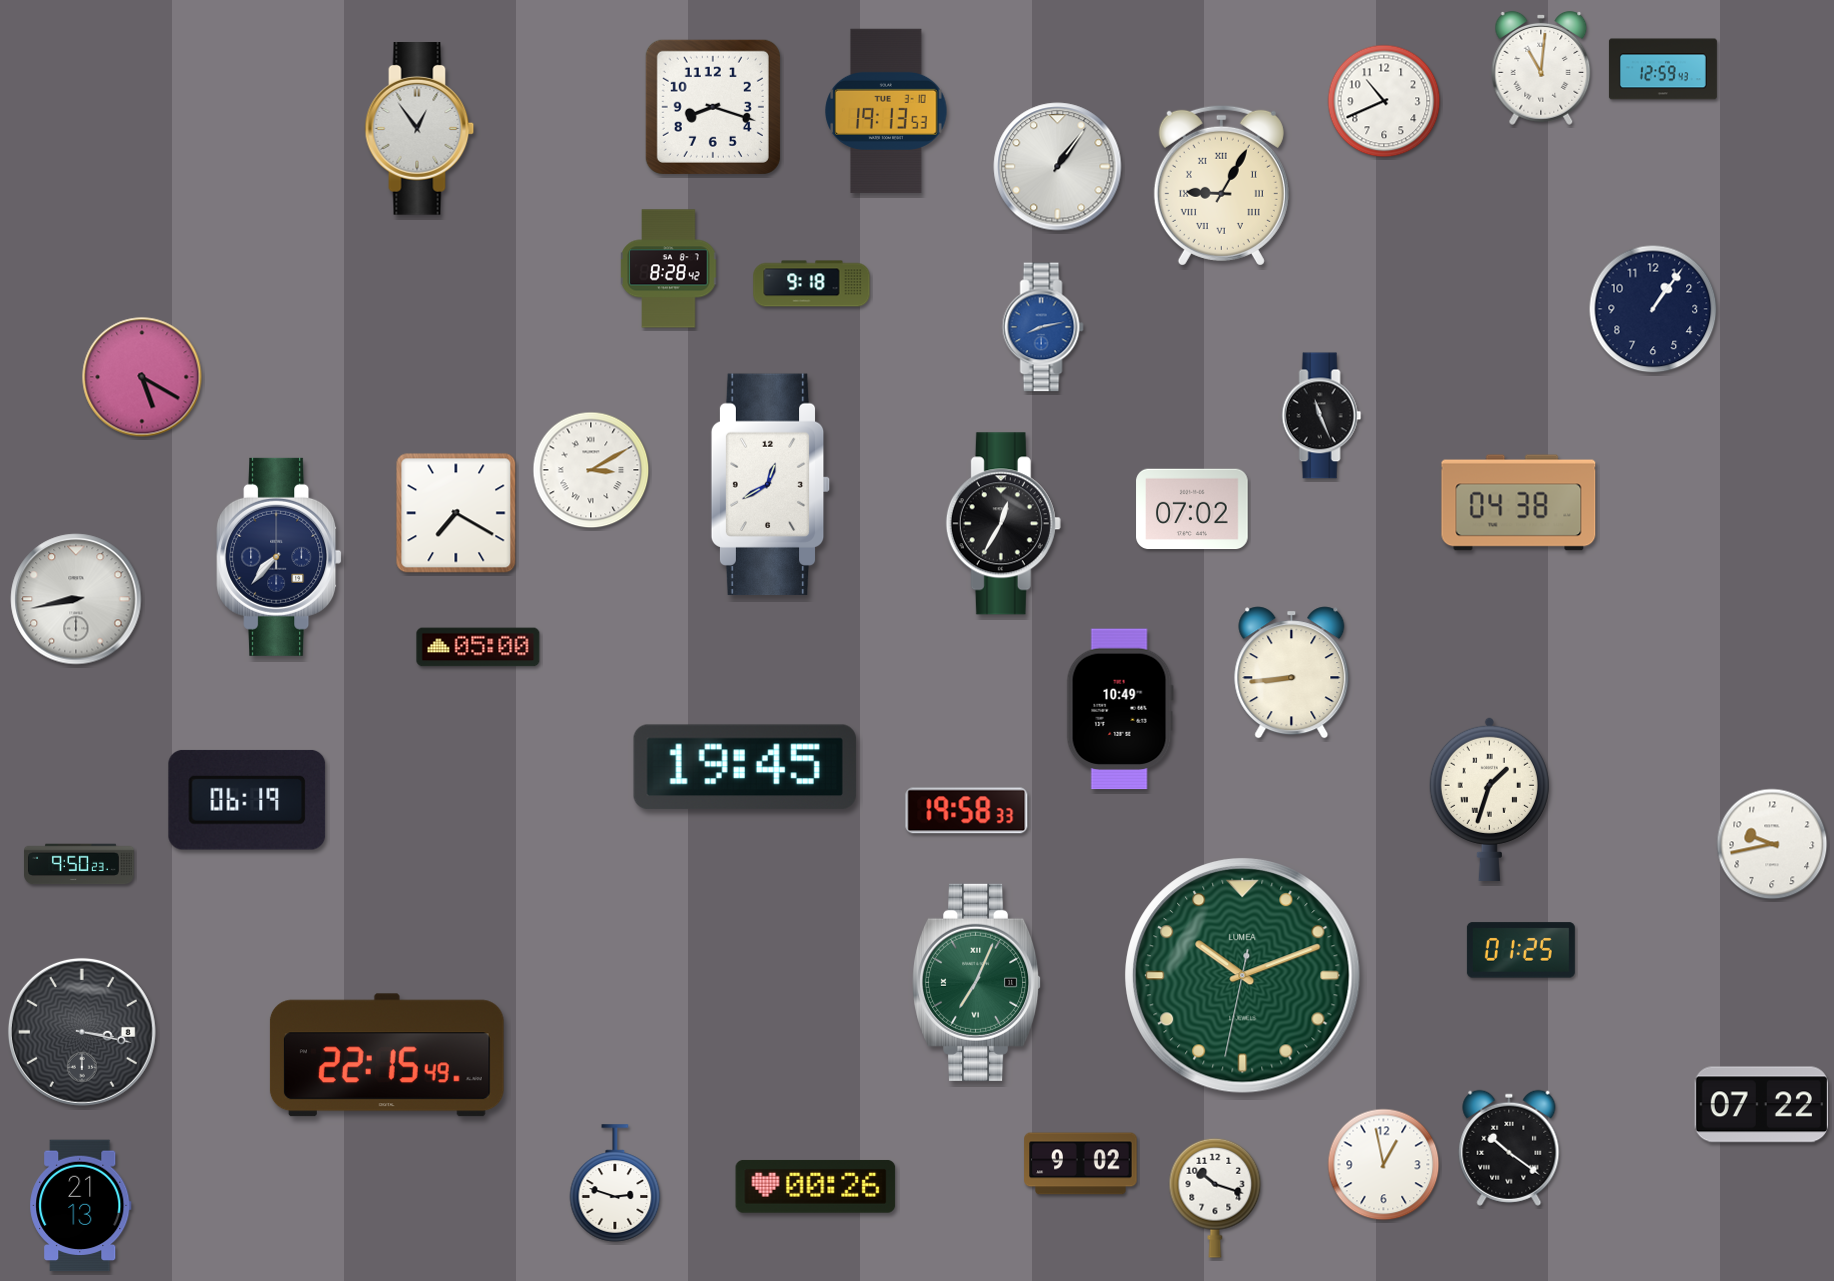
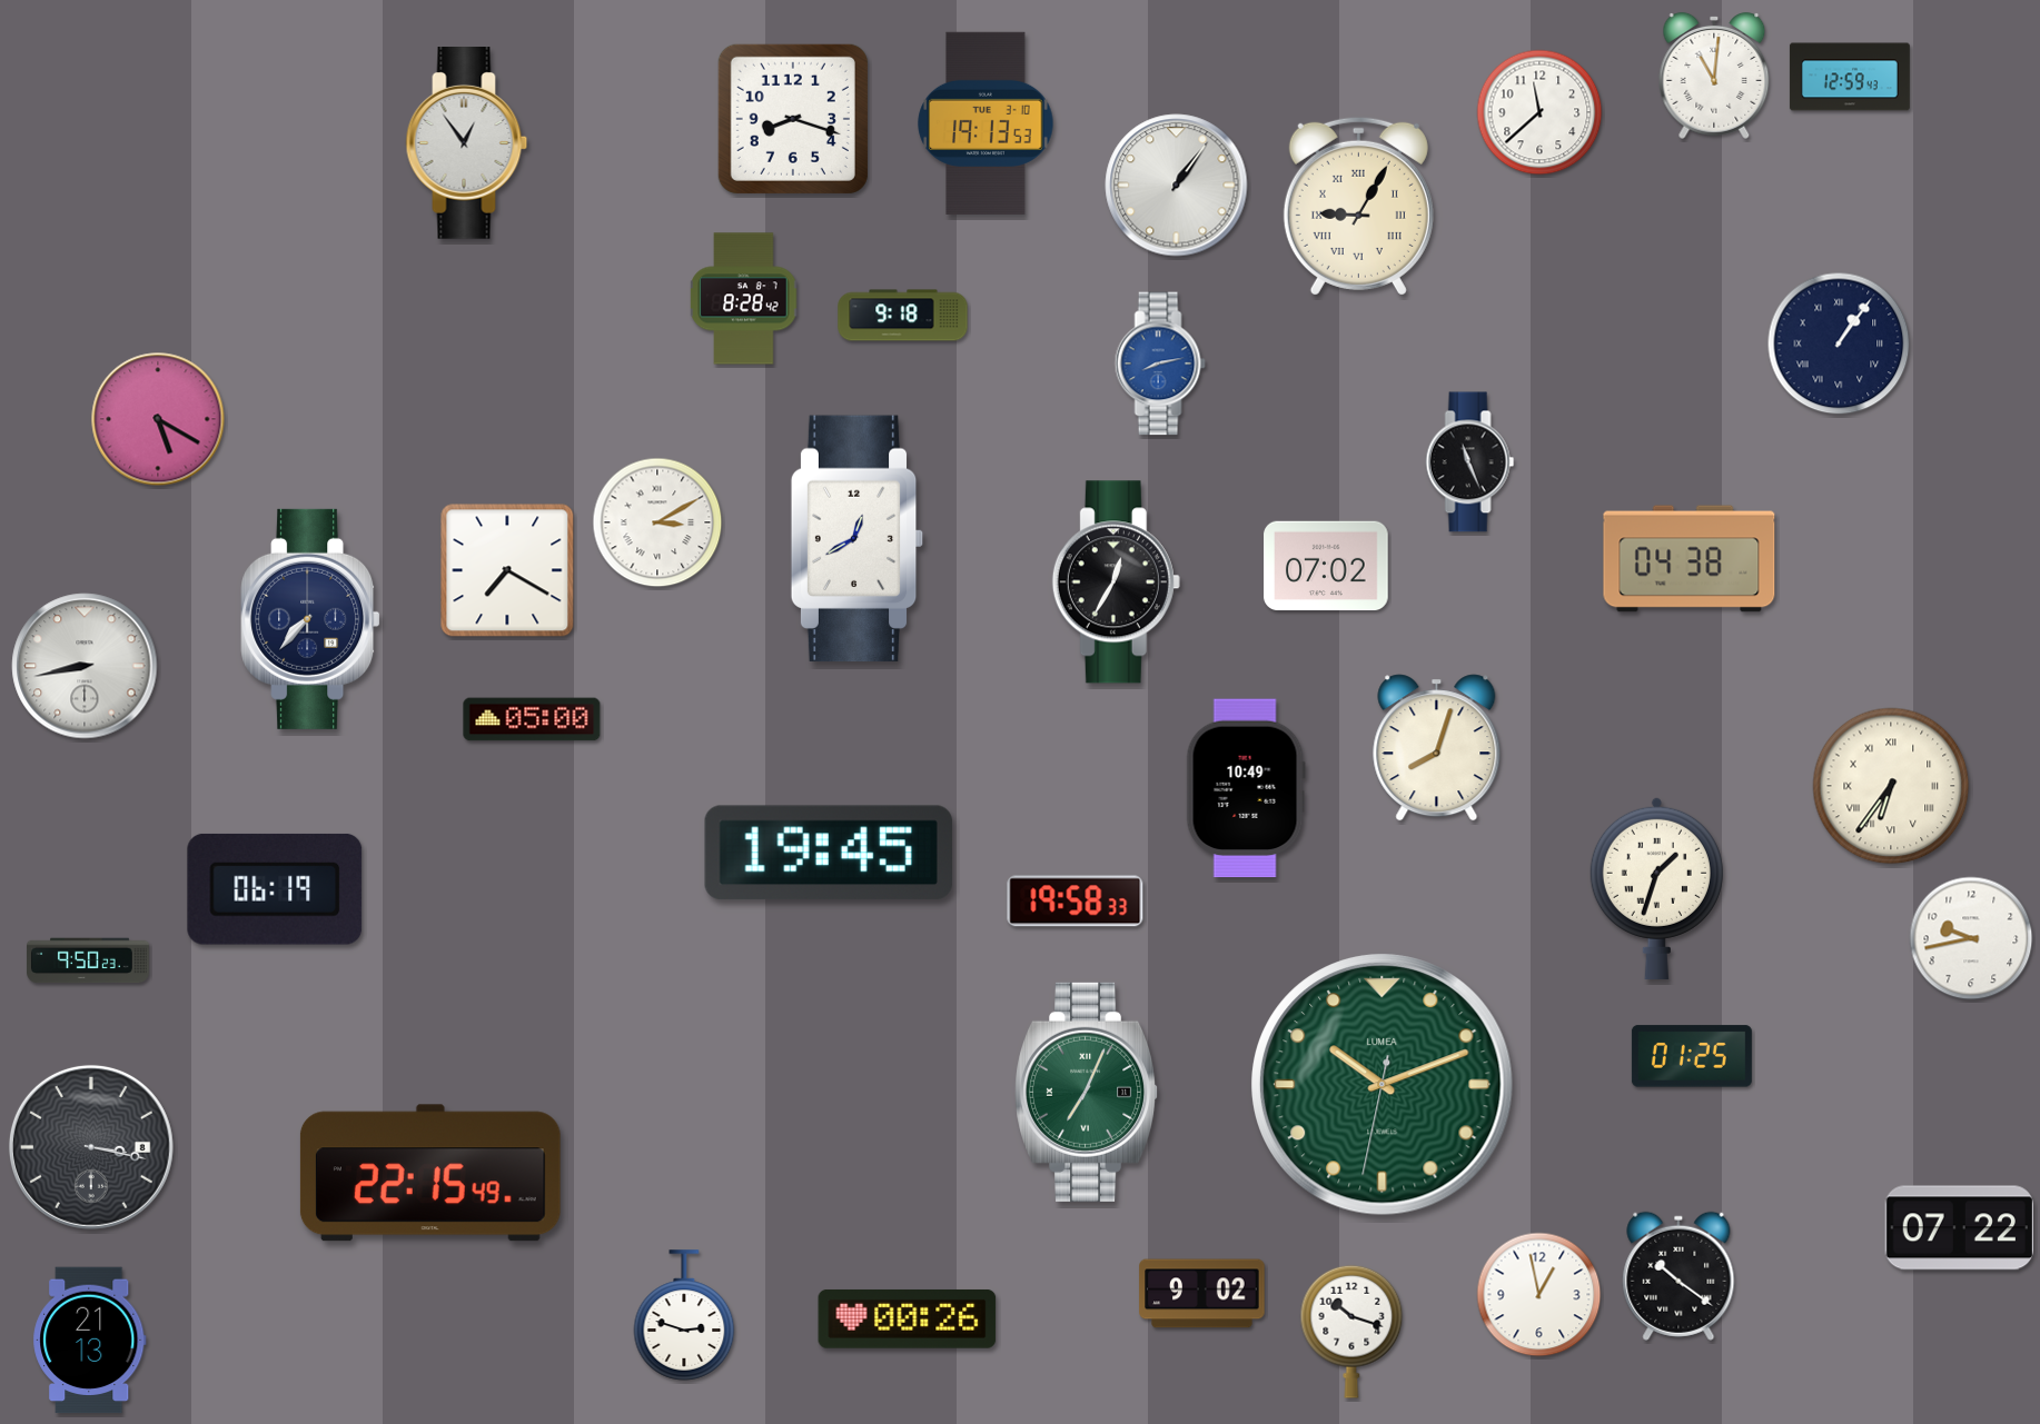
clock at (1384, 101): 10:41 -> 11:38
clock at (1653, 309) numerals: Arabic -> Roman
clock at (1292, 673): 8:44 -> 8:03
clock at (1891, 786): none -> 6:36
